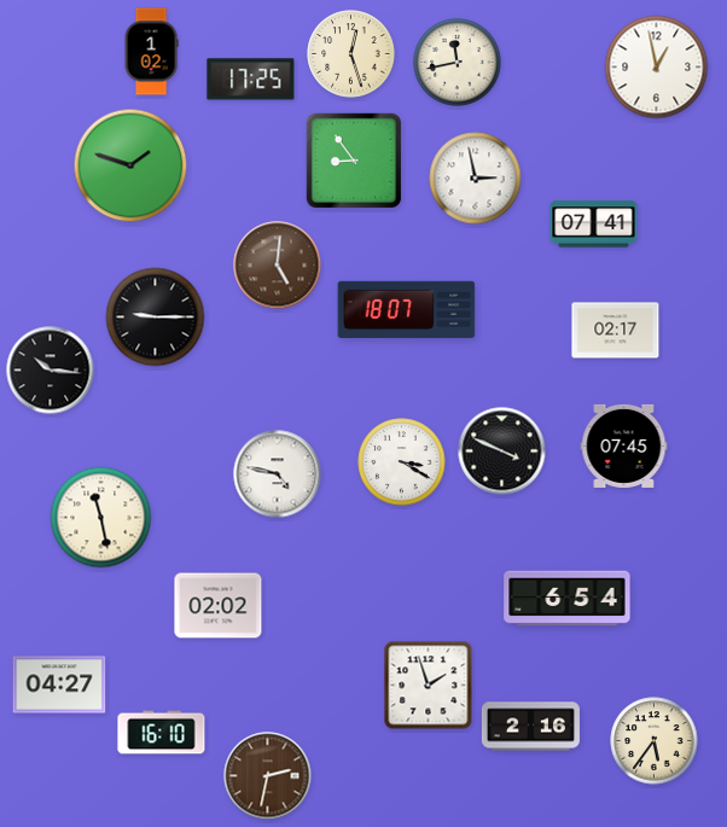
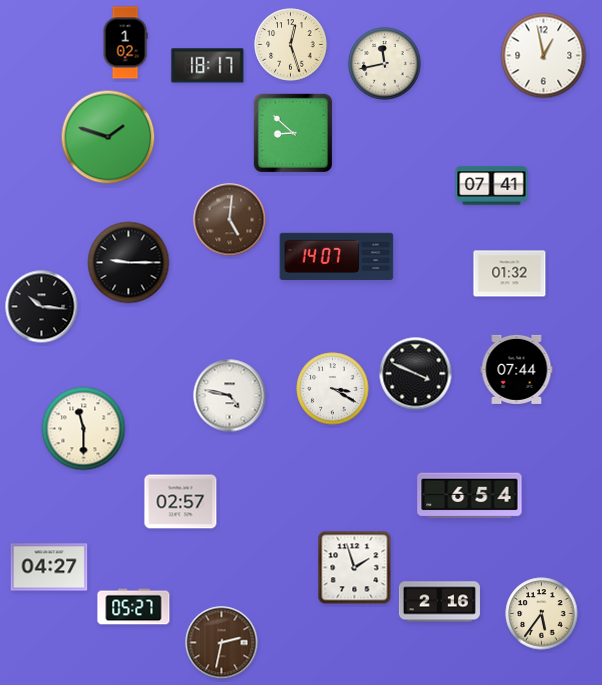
clock at (458, 63) position: (458, 63) -> (385, 64)
clock at (251, 80): 17:25 -> 18:17
clock at (354, 161): 8:54 -> 8:52
clock at (476, 179): 2:58 -> none
clock at (407, 309): 18:07 -> 14:07
clock at (616, 331): 02:17 -> 01:32
clock at (624, 445): 07:45 -> 07:44
clock at (402, 462) position: (402, 462) -> (333, 389)
clock at (278, 474) position: (278, 474) -> (230, 396)
clock at (101, 518): 11:28 -> 11:30
clock at (219, 606): 02:02 -> 02:57
clock at (162, 733): 16:10 -> 05:27
